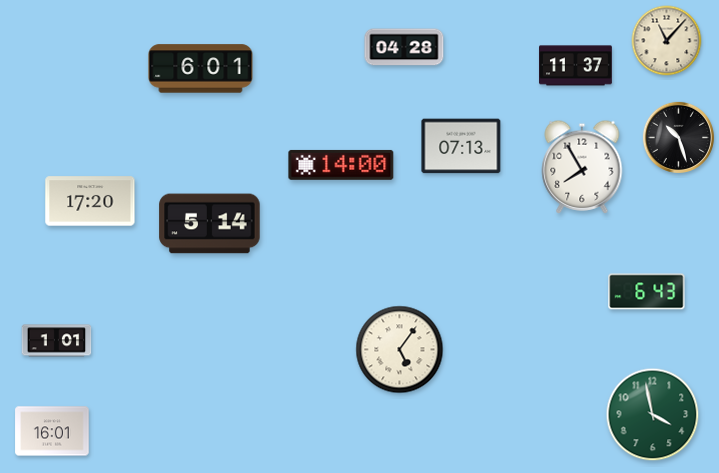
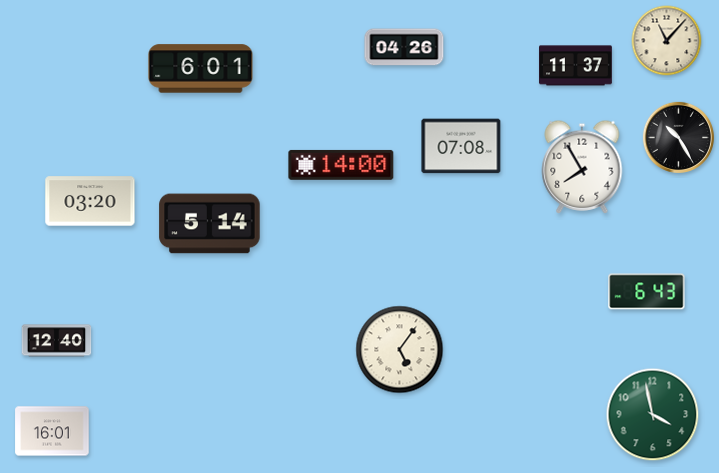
clock at (404, 47): 04:28 -> 04:26
clock at (678, 137): 10:27 -> 10:25
clock at (461, 146): 07:13 -> 07:08
clock at (90, 201): 17:20 -> 03:20
clock at (57, 341): 1:01 -> 12:40
